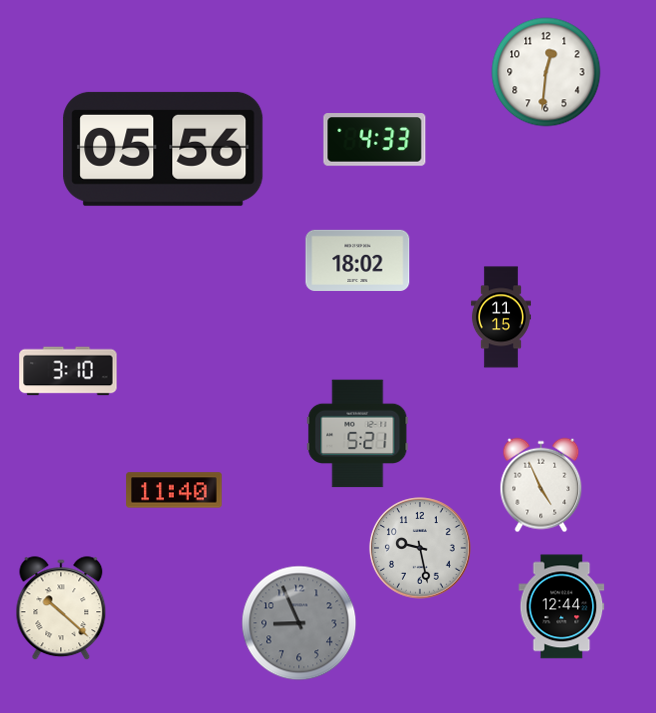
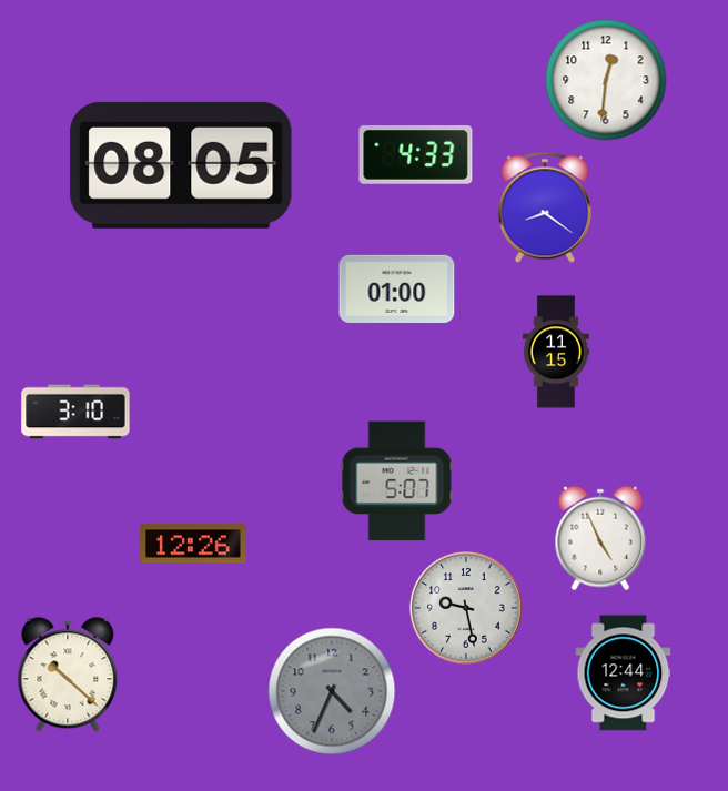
clock at (163, 149): 05:56 -> 08:05
clock at (544, 207): none -> 8:21
clock at (358, 260): 18:02 -> 01:00
clock at (358, 434): 5:21 -> 5:07
clock at (174, 490): 11:40 -> 12:26
clock at (299, 623): 8:56 -> 4:34
